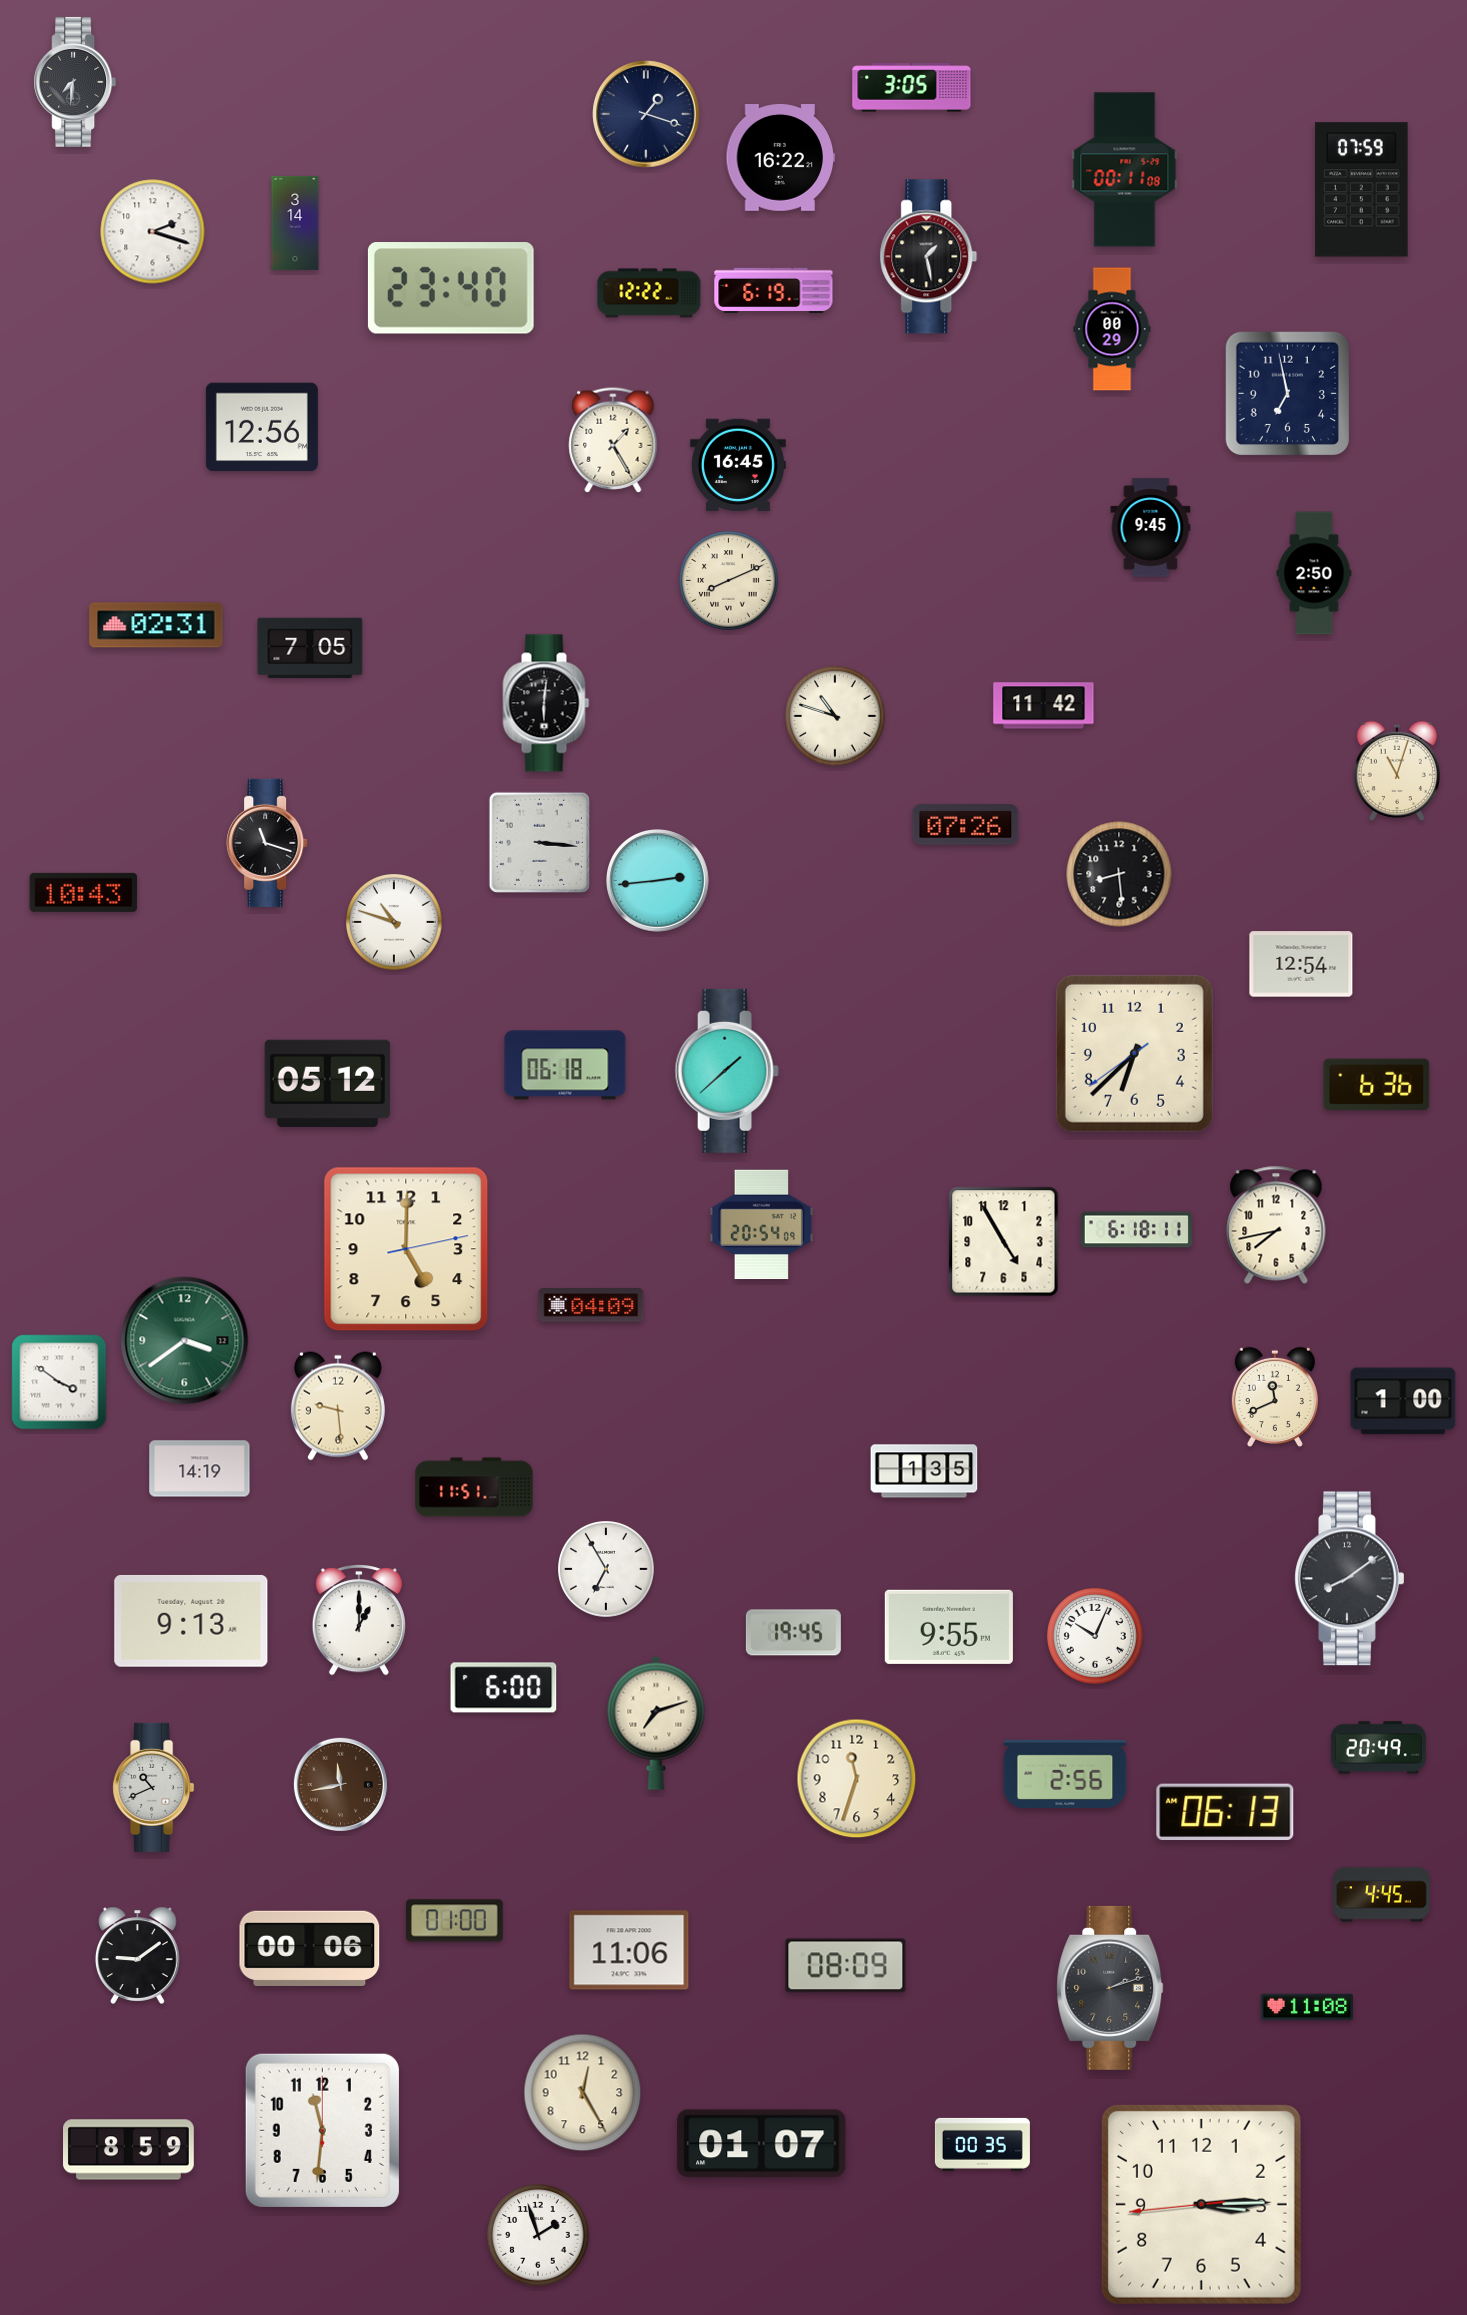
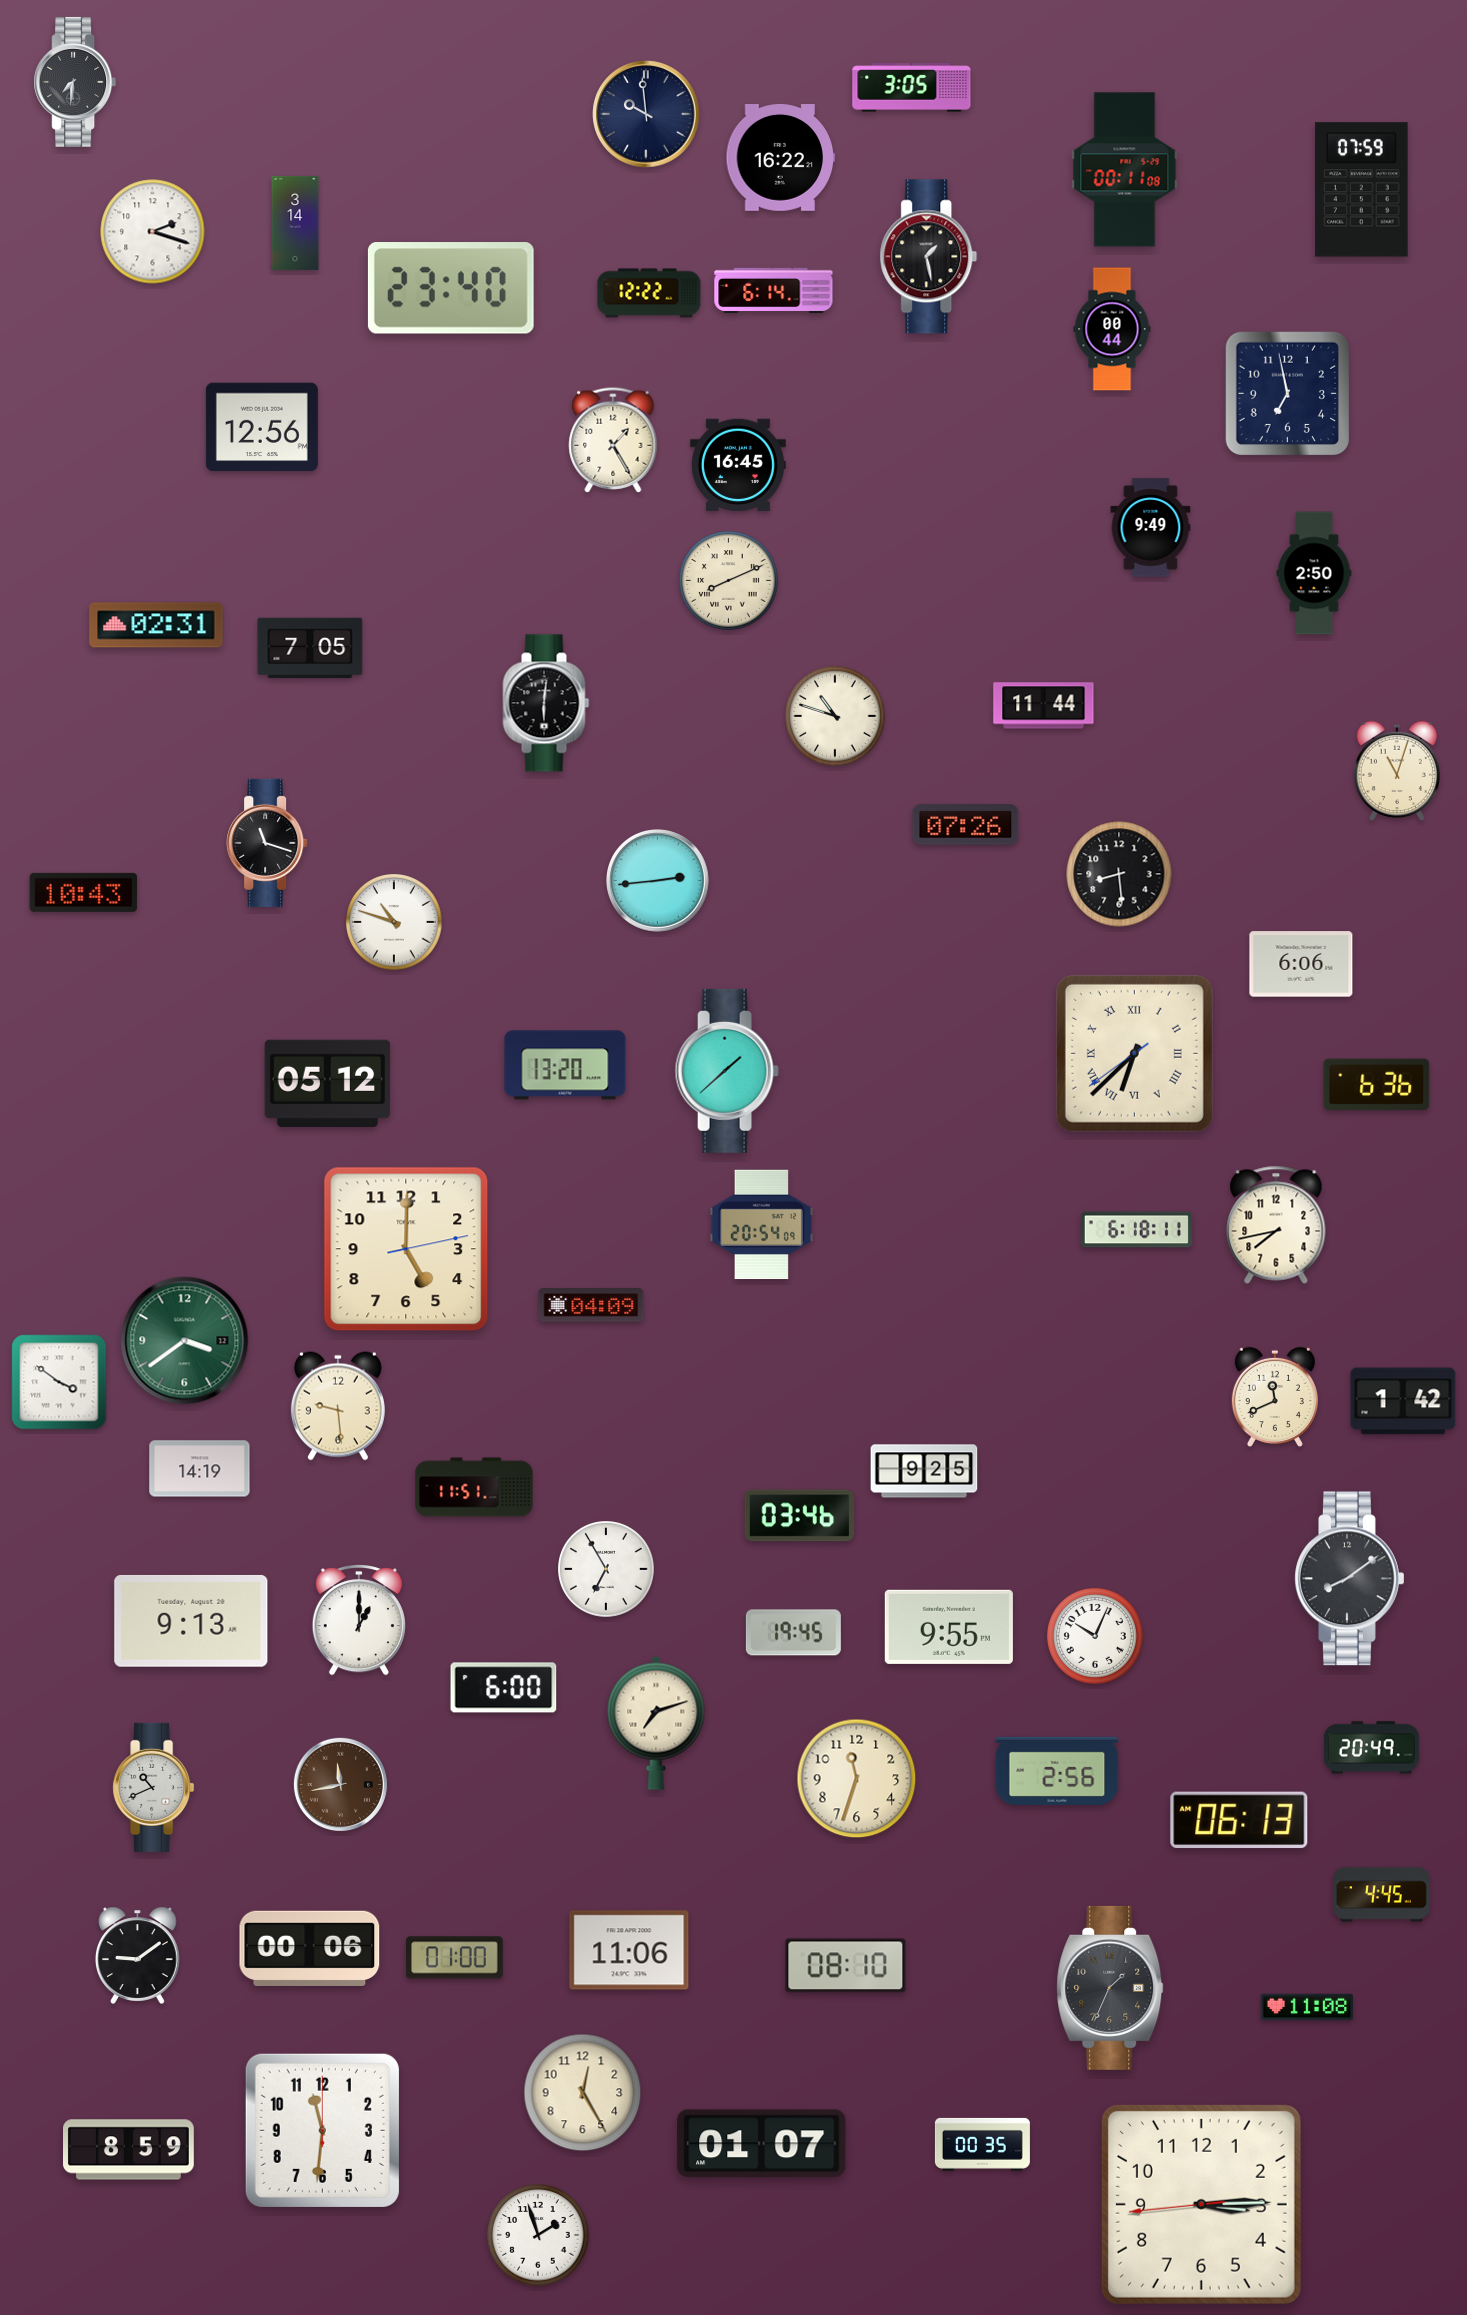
clock at (646, 114): 1:18 -> 9:59
clock at (774, 291): 6:19 -> 6:14
clock at (1112, 329): 00:29 -> 00:44
clock at (1151, 528): 9:45 -> 9:49
clock at (1044, 706): 11:42 -> 11:44
clock at (539, 842): 3:16 -> none
clock at (1301, 964): 12:54 -> 6:06
clock at (1134, 1053) numerals: Arabic -> Roman
clock at (565, 1065): 06:18 -> 13:20
clock at (1004, 1242): 4:55 -> none
clock at (1403, 1401): 1:00 -> 1:42
clock at (924, 1471): 1:35 -> 9:25
clock at (799, 1516): none -> 03:46
clock at (1378, 1748) position: (1378, 1748) -> (1371, 1748)
clock at (1065, 1774) position: (1065, 1774) -> (1057, 1771)
clock at (1225, 1812) position: (1225, 1812) -> (1239, 1820)
clock at (455, 1921) position: (455, 1921) -> (455, 1958)
clock at (846, 1966): 08:09 -> 08:10
clock at (1110, 1988): 2:12 -> 1:34
